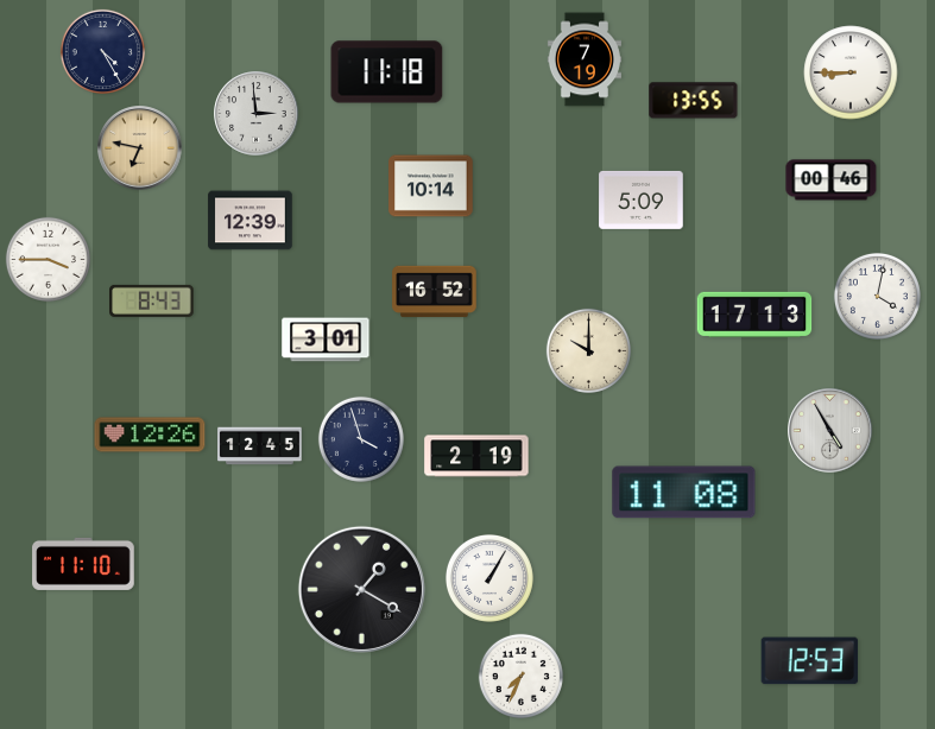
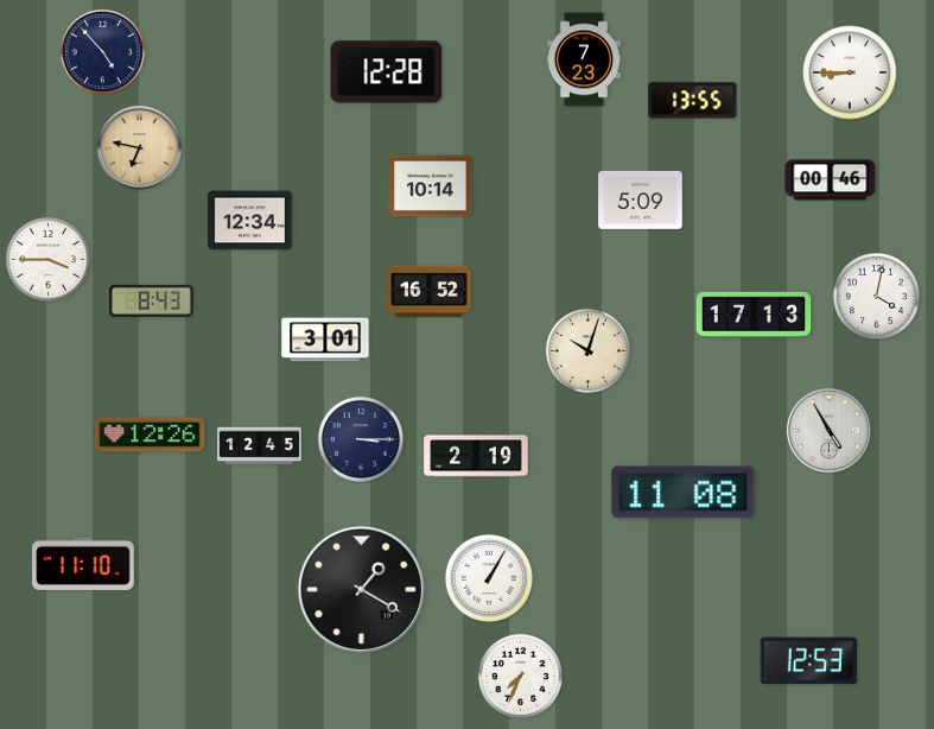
clock at (102, 51): 4:25 -> 4:53
clock at (585, 59): 7:19 -> 7:23
clock at (387, 72): 11:18 -> 12:28
clock at (257, 114): 2:59 -> none
clock at (251, 221): 12:39 -> 12:34
clock at (435, 292) position: (435, 292) -> (430, 292)
clock at (588, 350): 10:00 -> 10:03
clock at (361, 439): 3:57 -> 3:15
